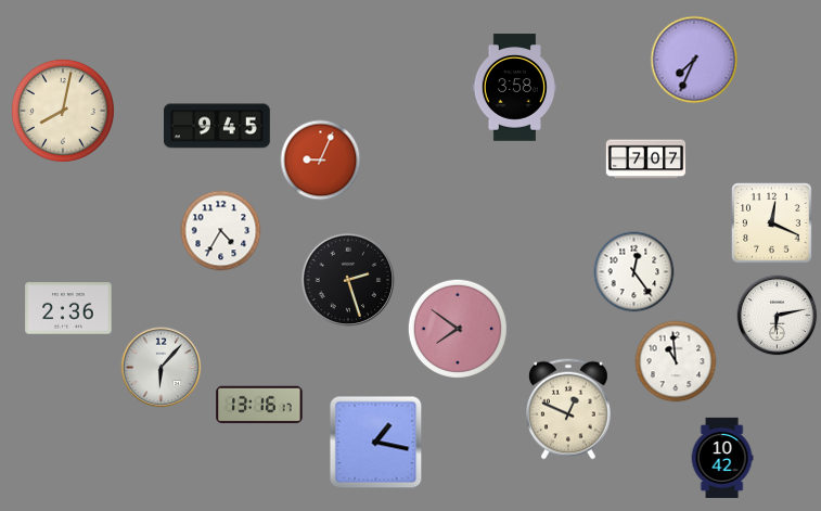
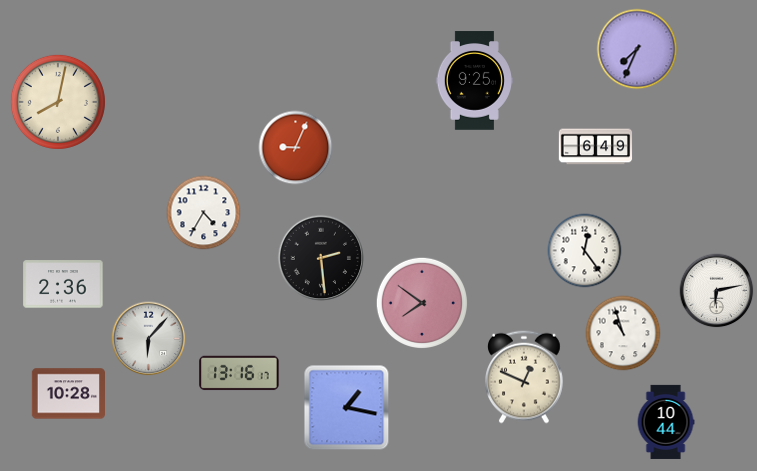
clock at (694, 60) position: (694, 60) -> (637, 49)
clock at (514, 88): 3:58 -> 9:25
clock at (217, 126): 9:45 -> none
clock at (646, 159): 7:07 -> 6:49
clock at (772, 223): 12:19 -> none
clock at (348, 280): 2:27 -> 2:29
clock at (676, 361): 10:59 -> 10:57
clock at (68, 394): none -> 10:28
clock at (722, 458): 10:42 -> 10:44
